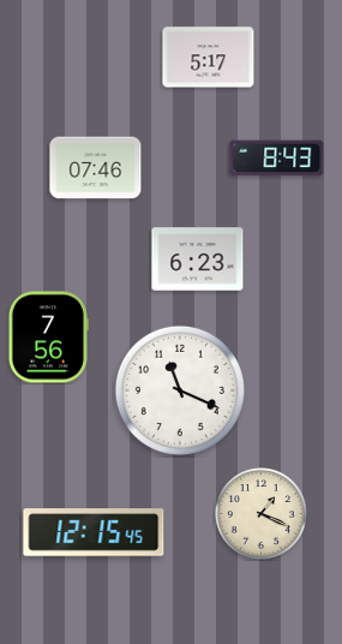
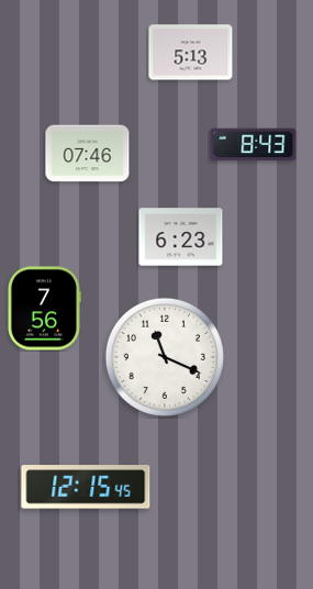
clock at (209, 58): 5:17 -> 5:13
clock at (262, 514): 1:19 -> none
